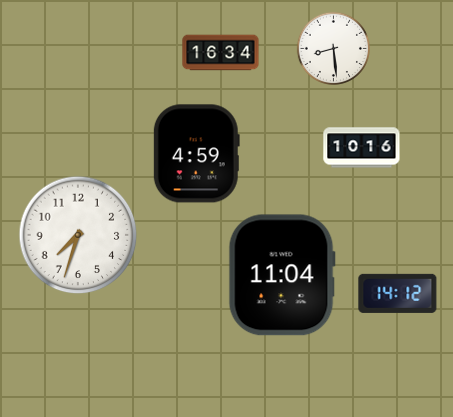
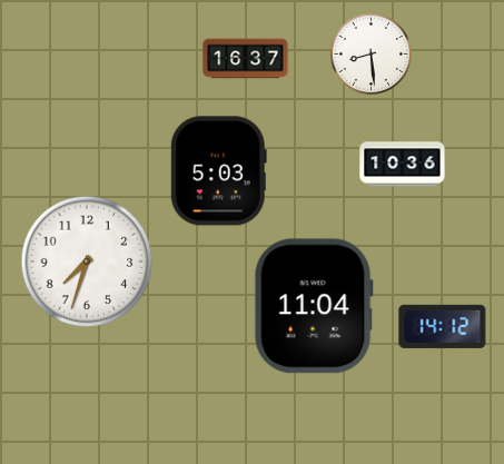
clock at (221, 53): 16:34 -> 16:37
clock at (362, 148): 10:16 -> 10:36
clock at (196, 154): 4:59 -> 5:03
